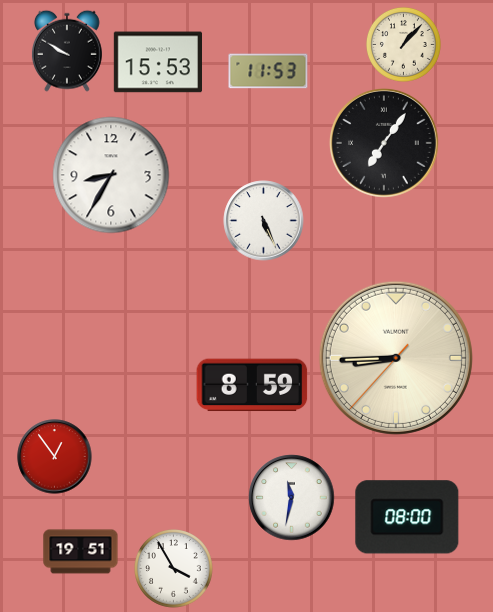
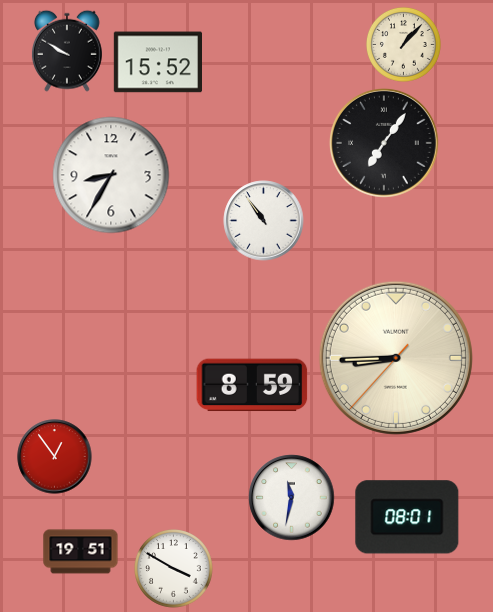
clock at (157, 62): 15:53 -> 15:52
clock at (268, 71): 11:53 -> none
clock at (264, 221): 5:26 -> 10:54
clock at (407, 517): 08:00 -> 08:01
clock at (174, 569): 3:55 -> 3:50
